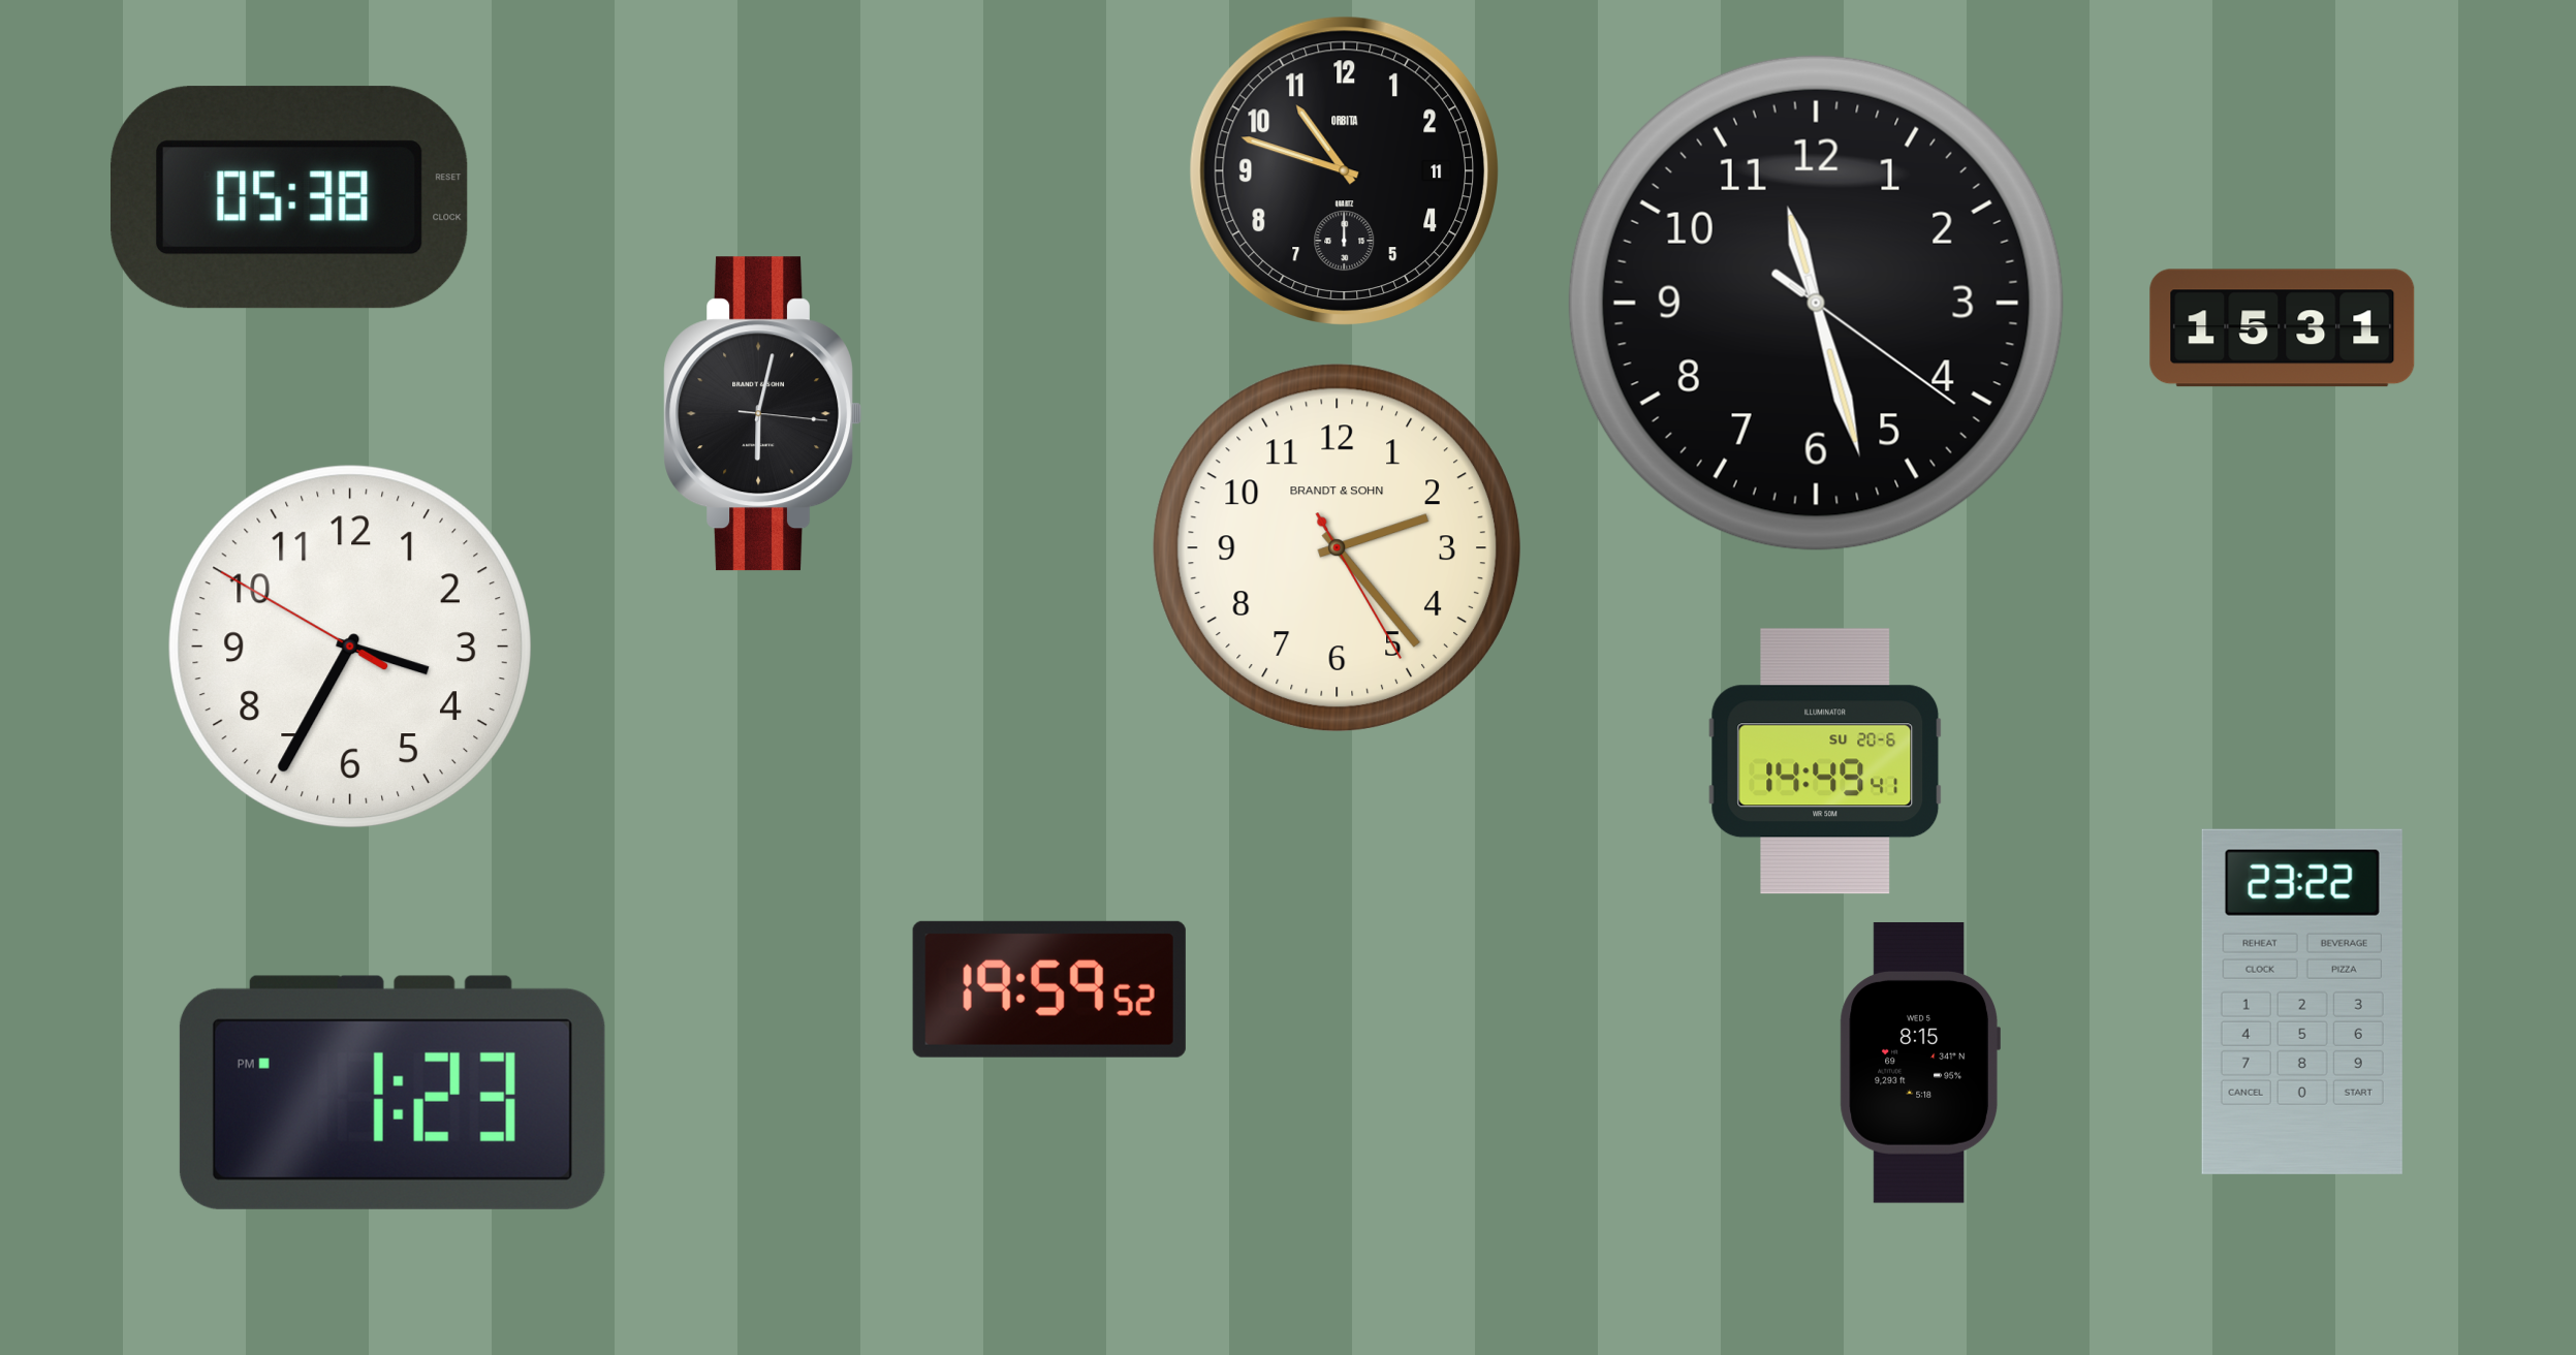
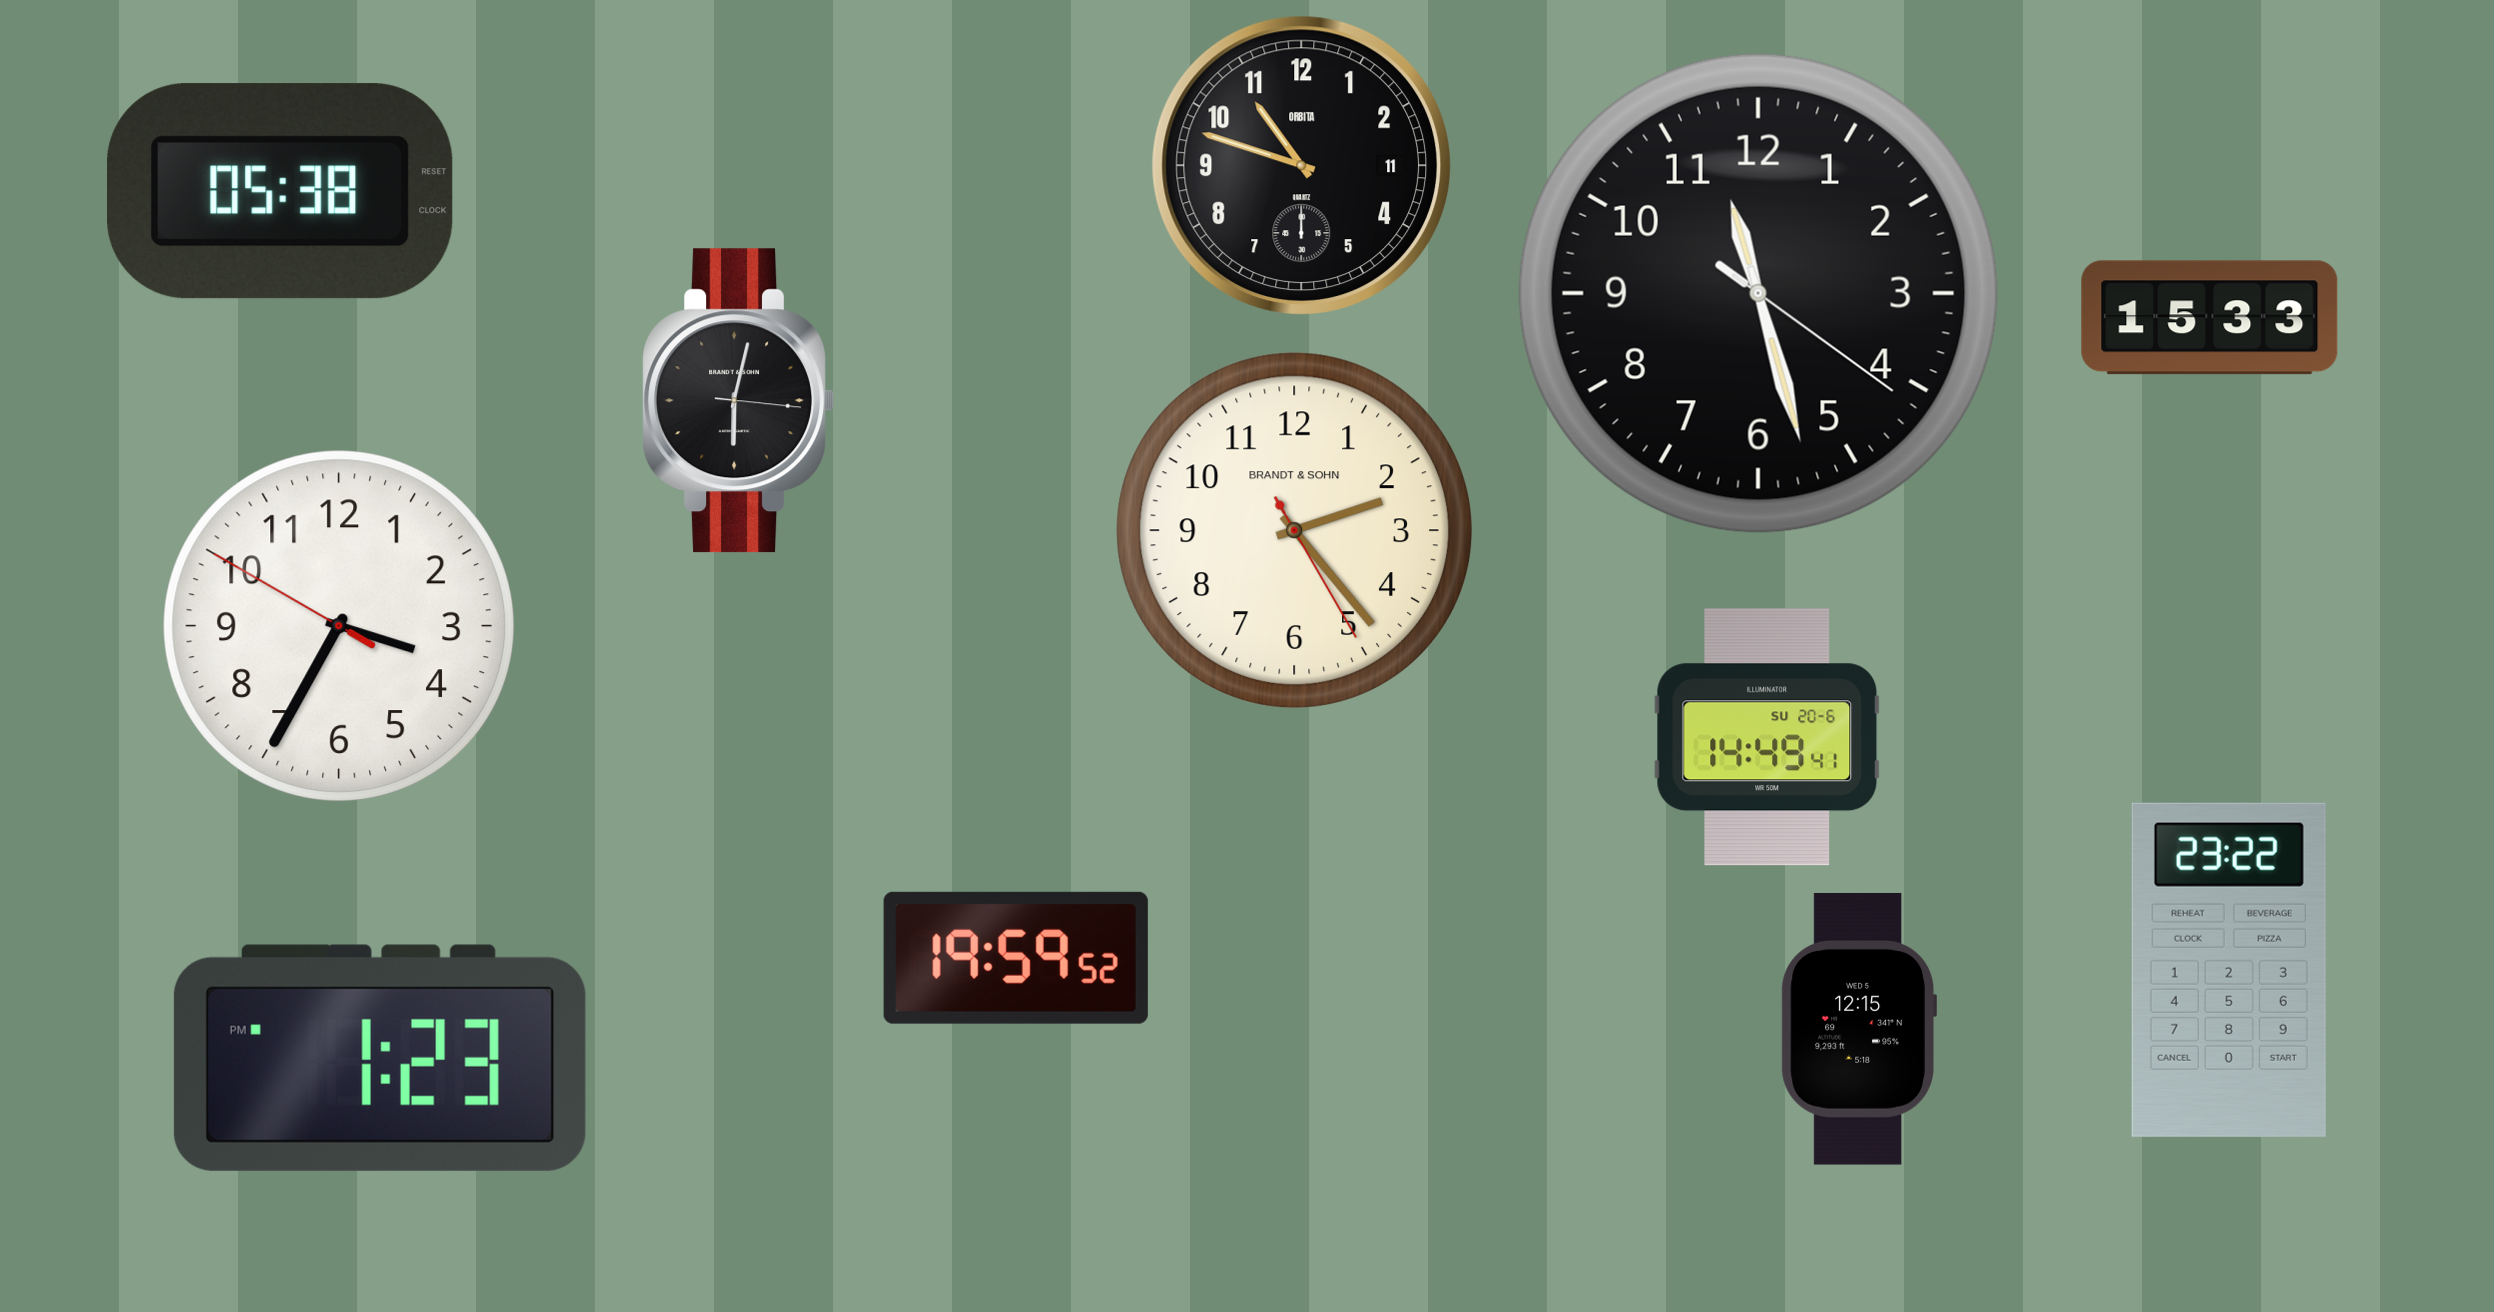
clock at (2283, 328): 15:31 -> 15:33
clock at (1919, 1063): 8:15 -> 12:15
